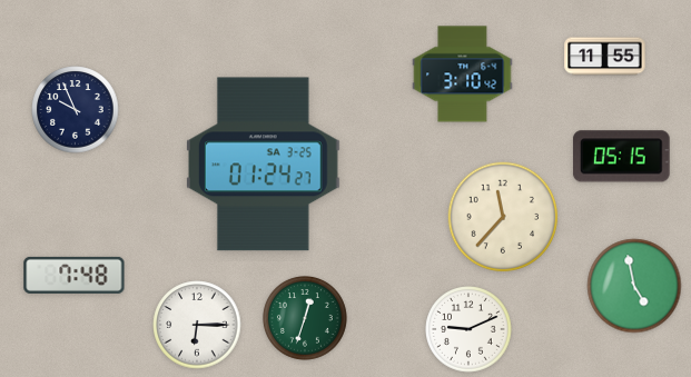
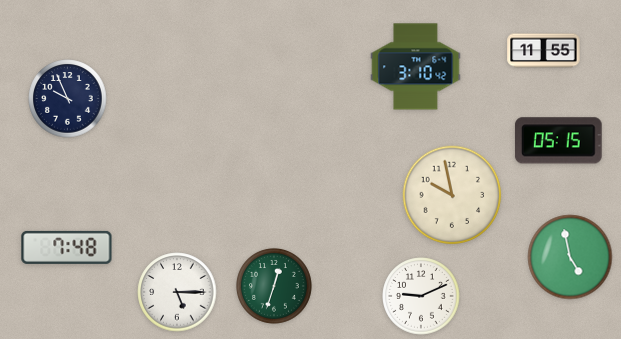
clock at (263, 165): 01:24 -> none
clock at (503, 217): 11:37 -> 9:58
clock at (197, 325): 6:15 -> 5:15
